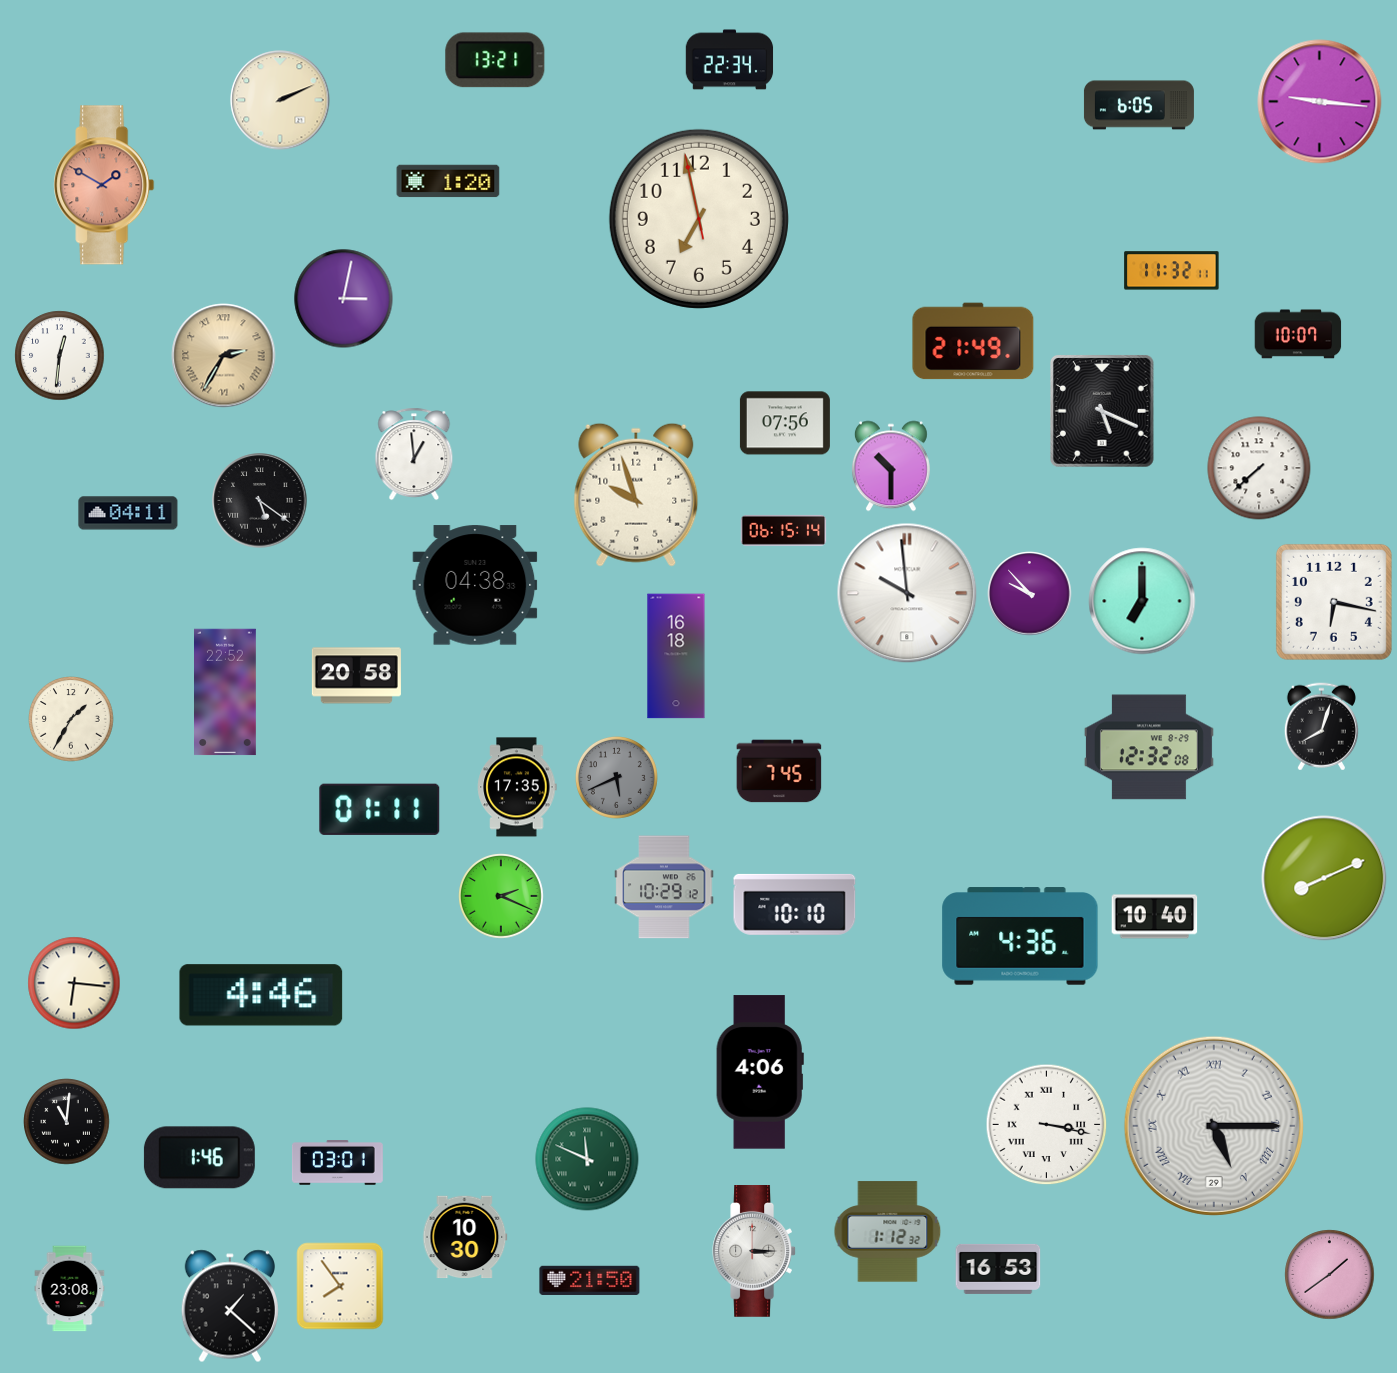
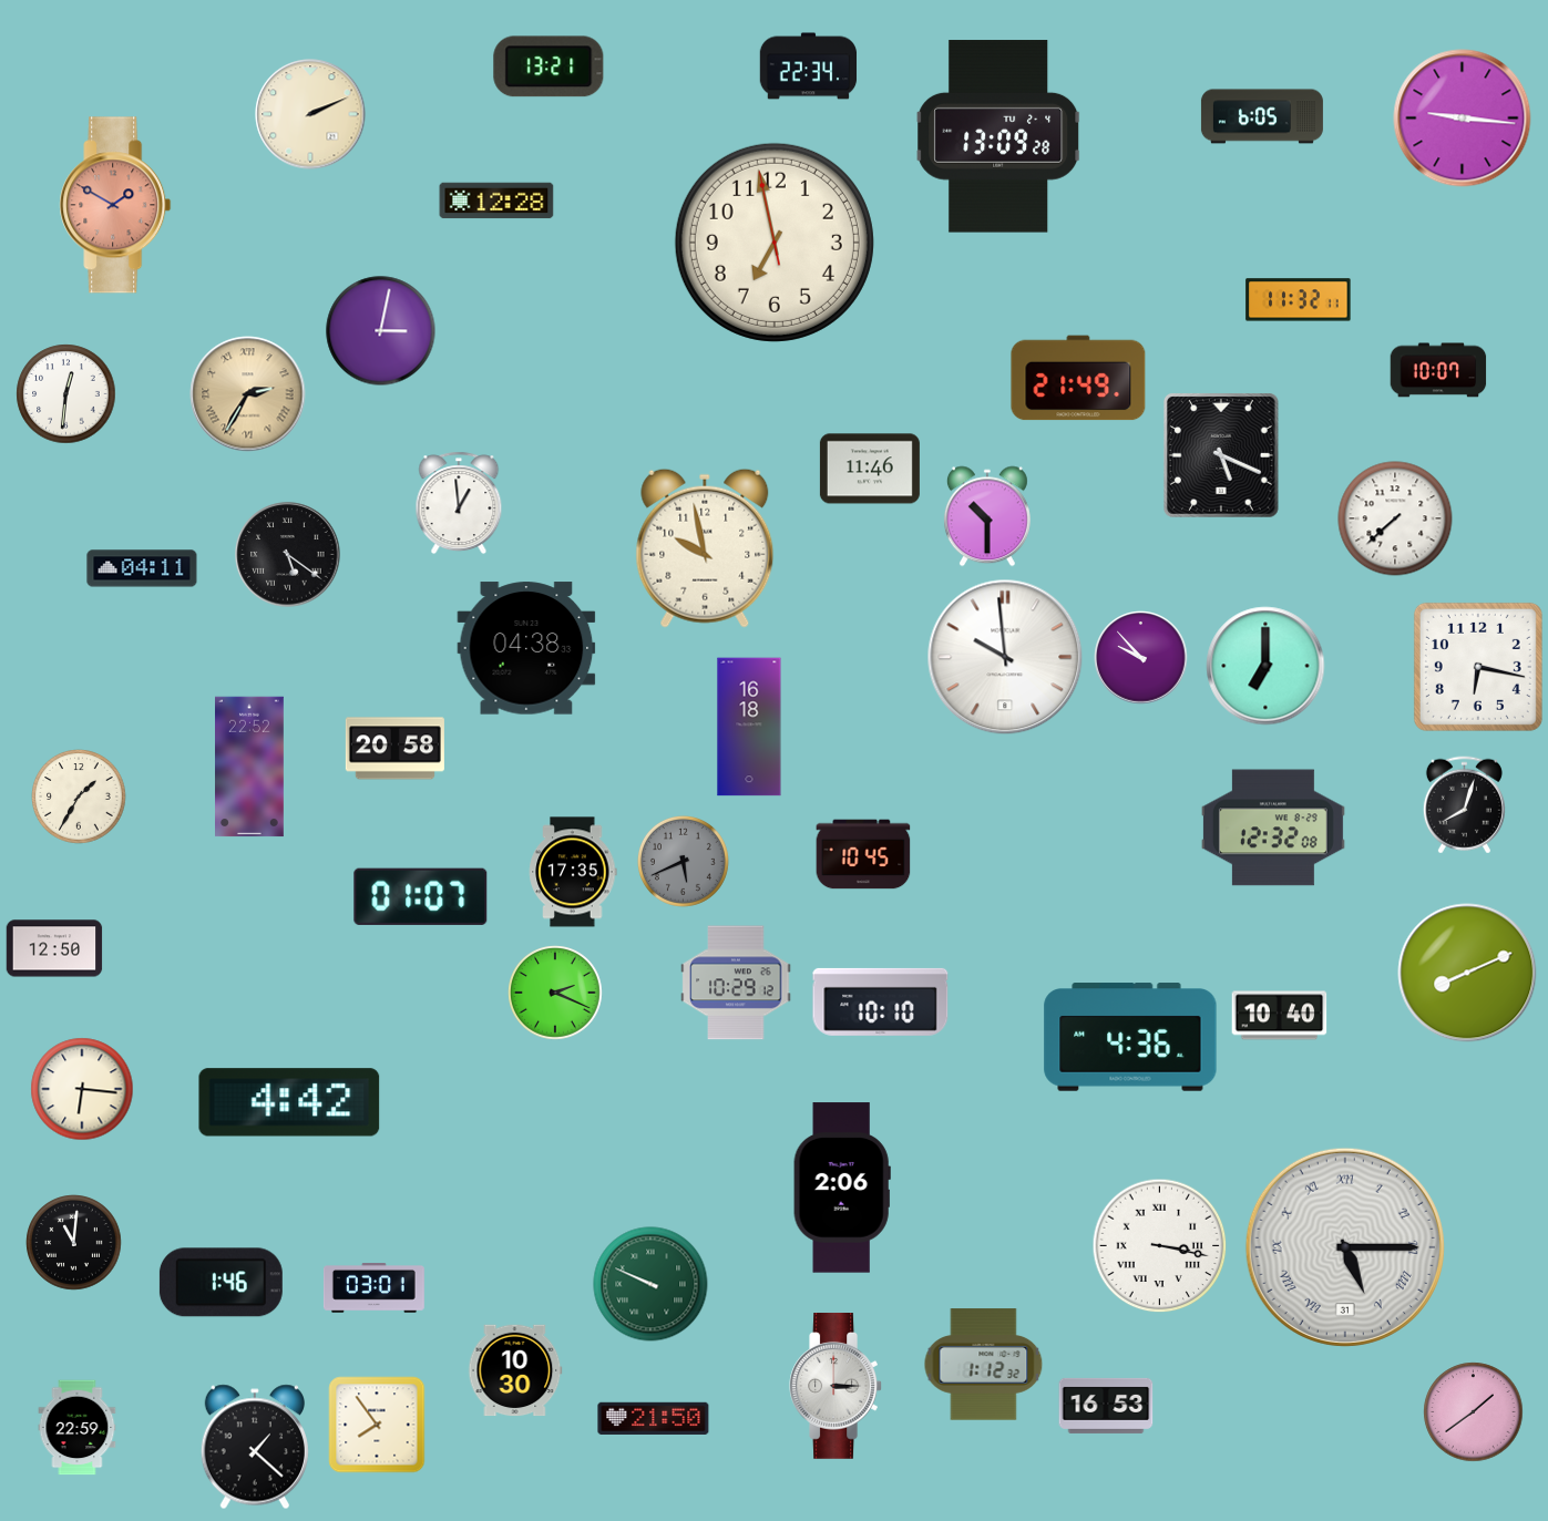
clock at (280, 100) position: (280, 100) -> (310, 114)
clock at (1320, 102) position: (1320, 102) -> (1463, 119)
clock at (998, 136): none -> 13:09
clock at (448, 181): 1:20 -> 12:28
clock at (785, 423): 07:56 -> 11:46
clock at (636, 495): 9:57 -> 9:58
clock at (784, 530): 06:15 -> none
clock at (779, 771): 7:45 -> 10:45
clock at (380, 809): 01:11 -> 01:07
clock at (54, 948): none -> 12:50
clock at (261, 995): 4:46 -> 4:42
clock at (760, 1072): 4:06 -> 2:06
clock at (1214, 1126) date: 29 -> 31
clock at (587, 1159): 11:49 -> 9:49
clock at (70, 1289): 23:08 -> 22:59
